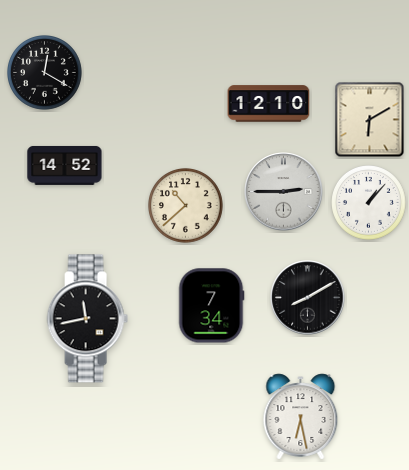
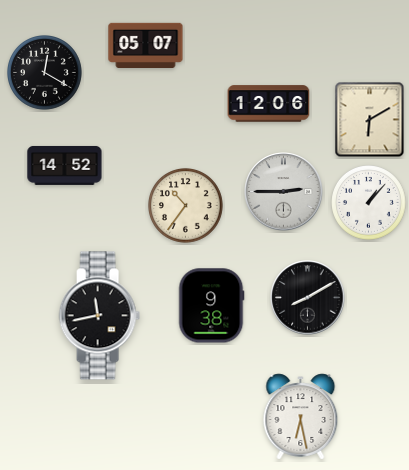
clock at (146, 45): none -> 05:07
clock at (269, 104): 12:10 -> 12:06
clock at (186, 206): 10:38 -> 10:36
clock at (211, 306): 7:34 -> 9:38
clock at (87, 319) position: (87, 319) -> (99, 316)
